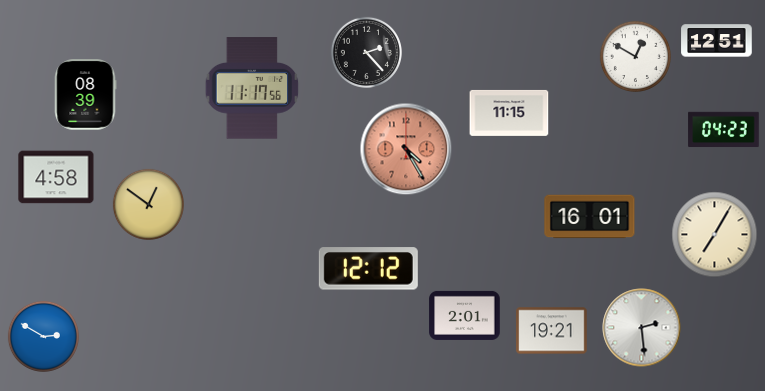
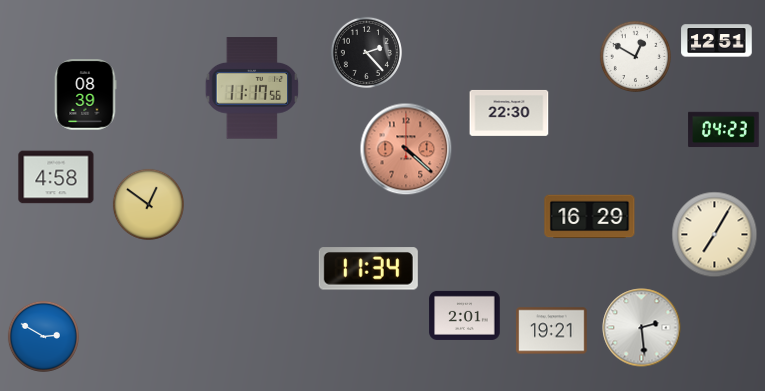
clock at (509, 113): 11:15 -> 22:30
clock at (406, 149): 4:25 -> 4:22
clock at (590, 217): 16:01 -> 16:29
clock at (368, 269): 12:12 -> 11:34
